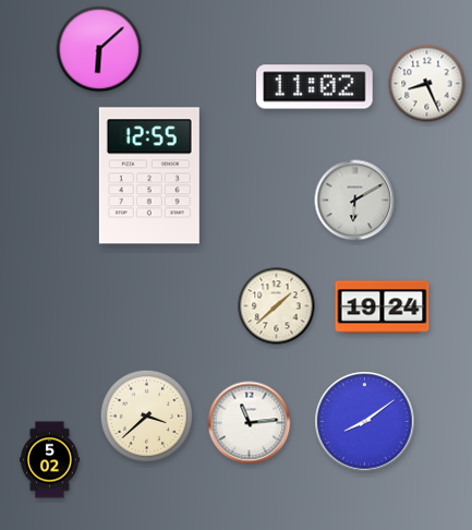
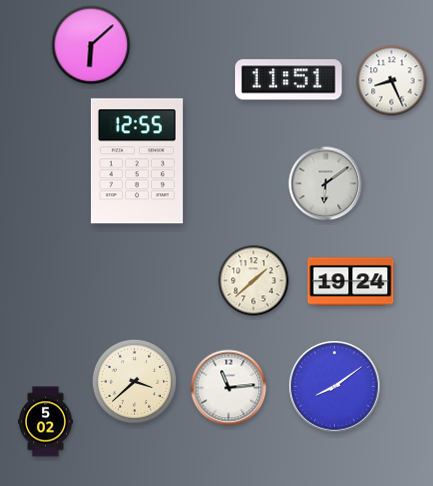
clock at (427, 84) position: (427, 84) -> (392, 81)
clock at (315, 87): 11:02 -> 11:51
clock at (355, 201): 6:10 -> 6:09
